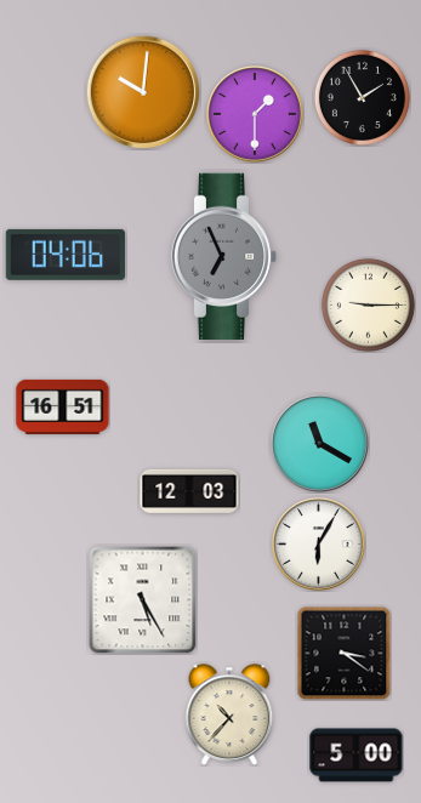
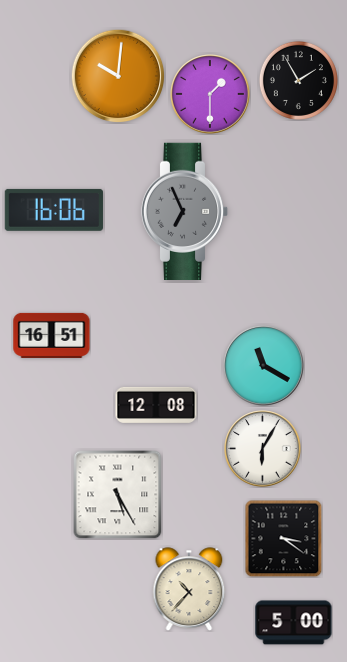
clock at (66, 255): 04:06 -> 16:06
clock at (368, 304): 9:15 -> none
clock at (189, 491): 12:03 -> 12:08
